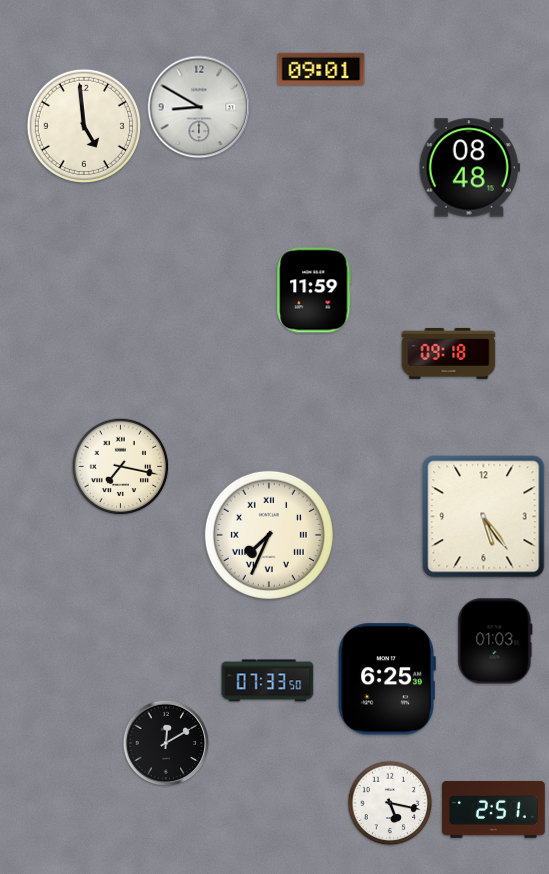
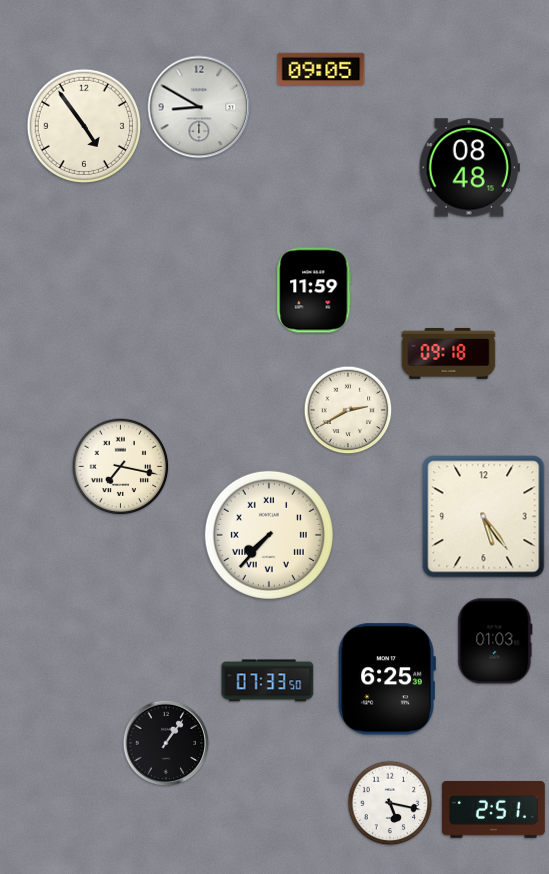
clock at (321, 69): 09:01 -> 09:05
clock at (84, 126): 4:59 -> 4:54
clock at (348, 410): none -> 2:40
clock at (269, 535): 7:34 -> 7:37
clock at (166, 743): 12:10 -> 1:06
